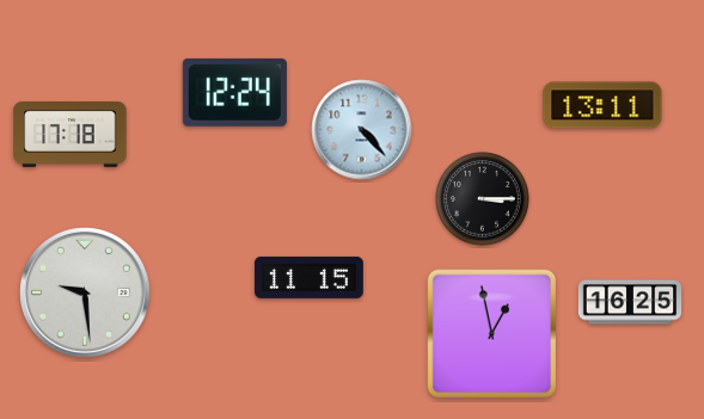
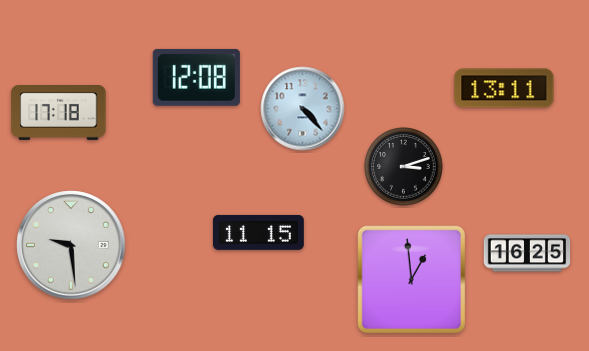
clock at (234, 92): 12:24 -> 12:08
clock at (483, 199): 3:15 -> 3:12
clock at (491, 333): 12:58 -> 12:59
